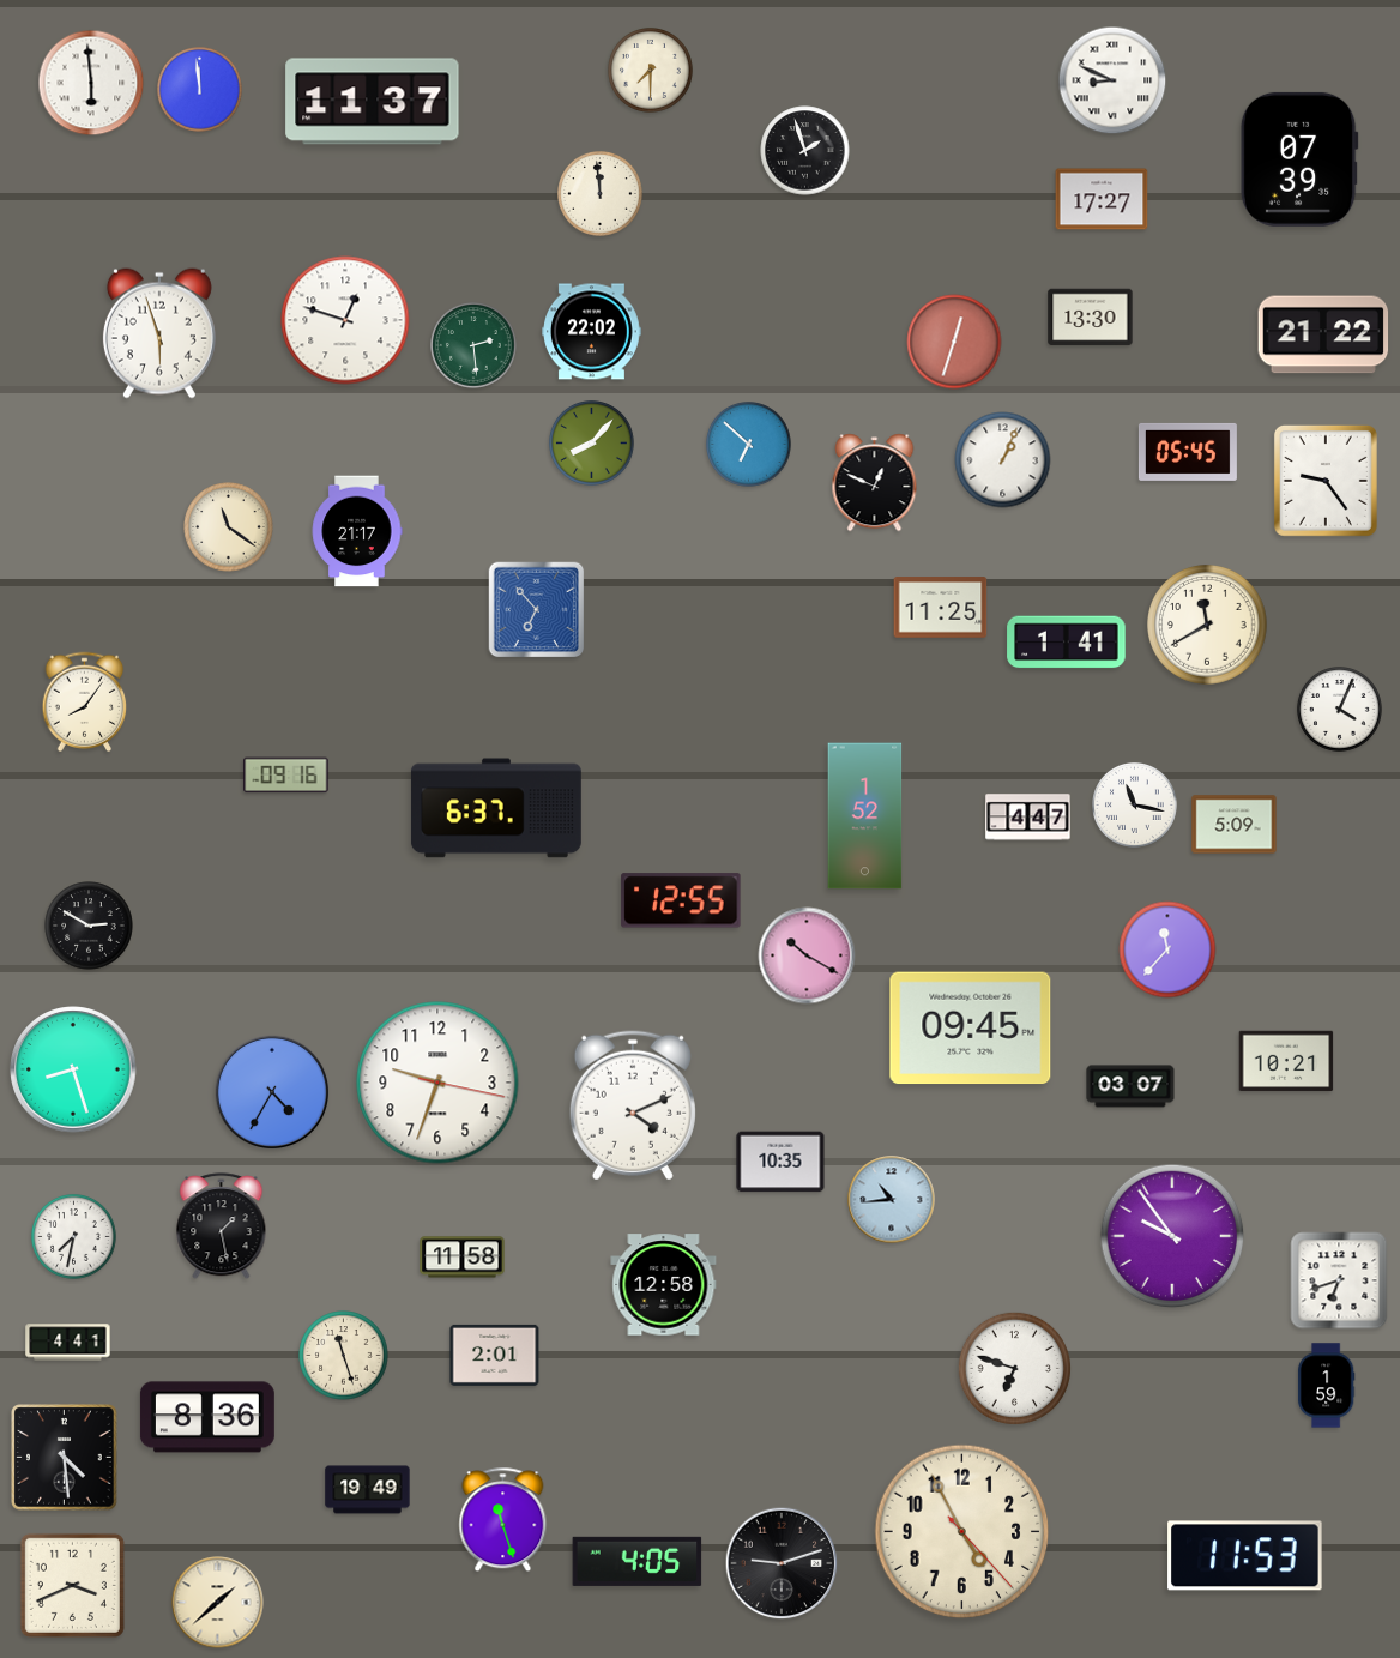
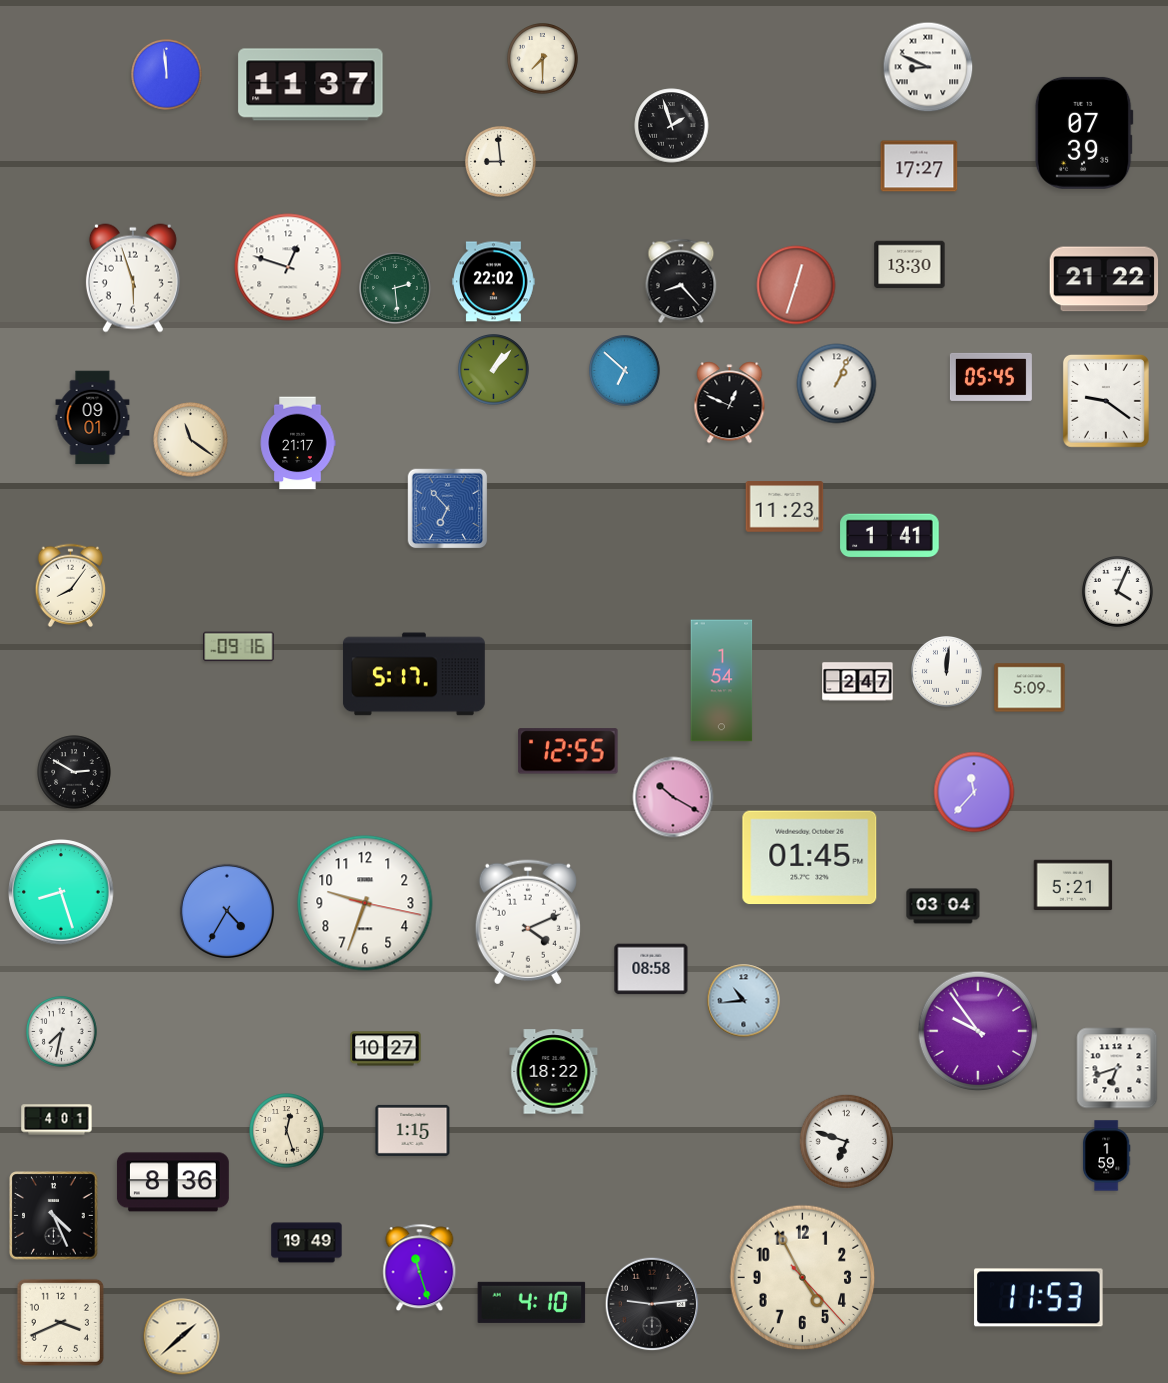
clock at (91, 83): 5:59 -> none
clock at (601, 194): 11:59 -> 8:59
clock at (592, 332) position: (592, 332) -> (494, 282)
clock at (681, 281): none -> 8:23
clock at (592, 444): 8:07 -> 1:07
clock at (1326, 481): 9:24 -> 9:21
clock at (93, 418): none -> 09:01
clock at (941, 608): 11:25 -> 11:23
clock at (1207, 625): 11:40 -> none
clock at (1135, 806): 11:17 -> 12:01
clock at (496, 808): 6:37 -> 5:17
clock at (865, 816): 1:52 -> 1:54
clock at (1028, 818): 4:47 -> 2:47
clock at (971, 1029): 09:45 -> 01:45
clock at (1286, 1061): 10:21 -> 5:21
clock at (1130, 1086): 03:07 -> 03:04
clock at (780, 1162): 10:35 -> 08:58
clock at (222, 1226): 1:28 -> none
clock at (463, 1258): 11:58 -> 10:27
clock at (664, 1285): 12:58 -> 18:22
clock at (68, 1343): 4:41 -> 4:01
clock at (495, 1355): 2:01 -> 1:15
clock at (344, 1356): 11:27 -> 12:27
clock at (65, 1458): 4:29 -> 4:26
clock at (638, 1561): 4:05 -> 4:10
clock at (782, 1563): 9:12 -> 9:14
